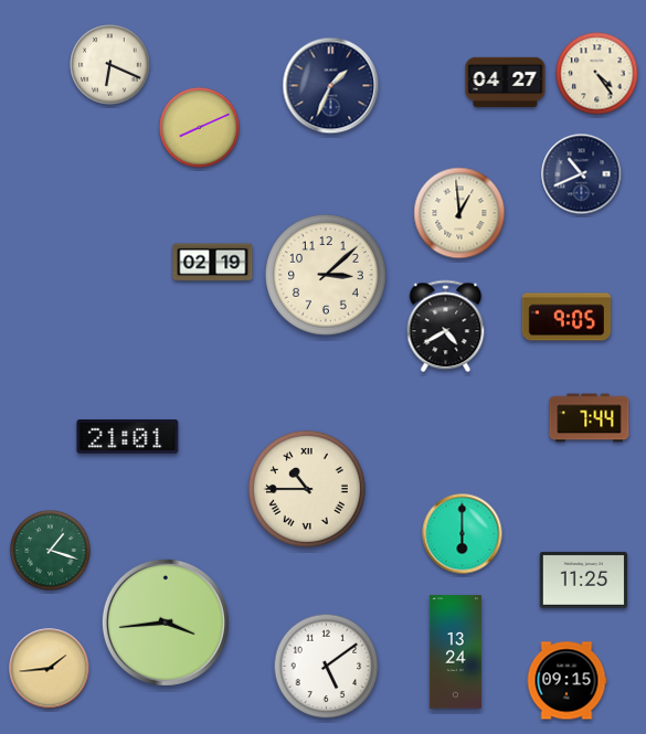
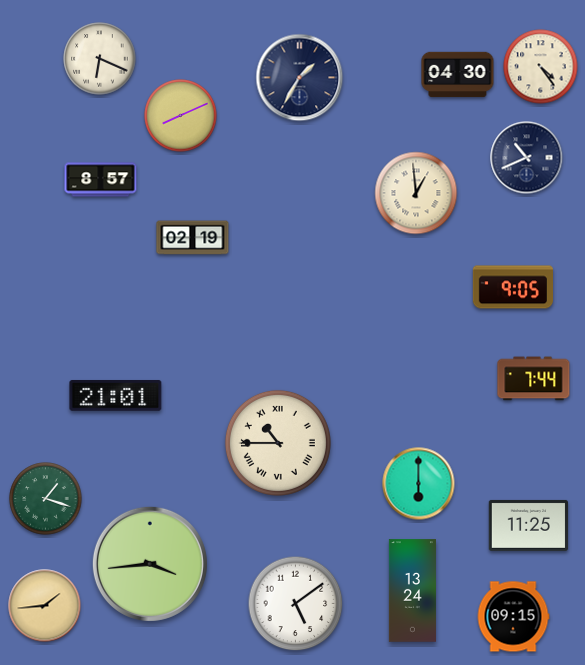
clock at (506, 83): 04:27 -> 04:30
clock at (331, 86): 1:34 -> 1:35
clock at (101, 180): none -> 8:57
clock at (327, 276): 3:08 -> none
clock at (446, 327): 4:40 -> none
